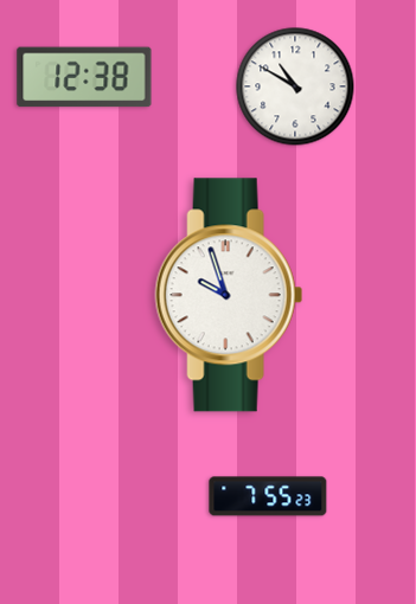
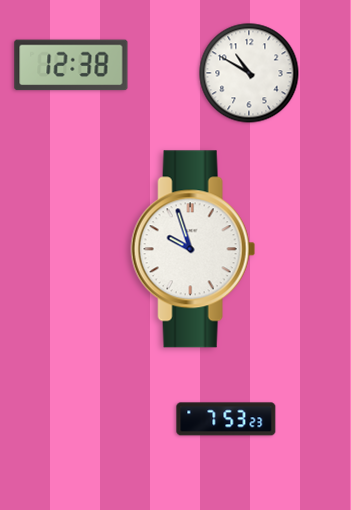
clock at (268, 496): 7:55 -> 7:53
